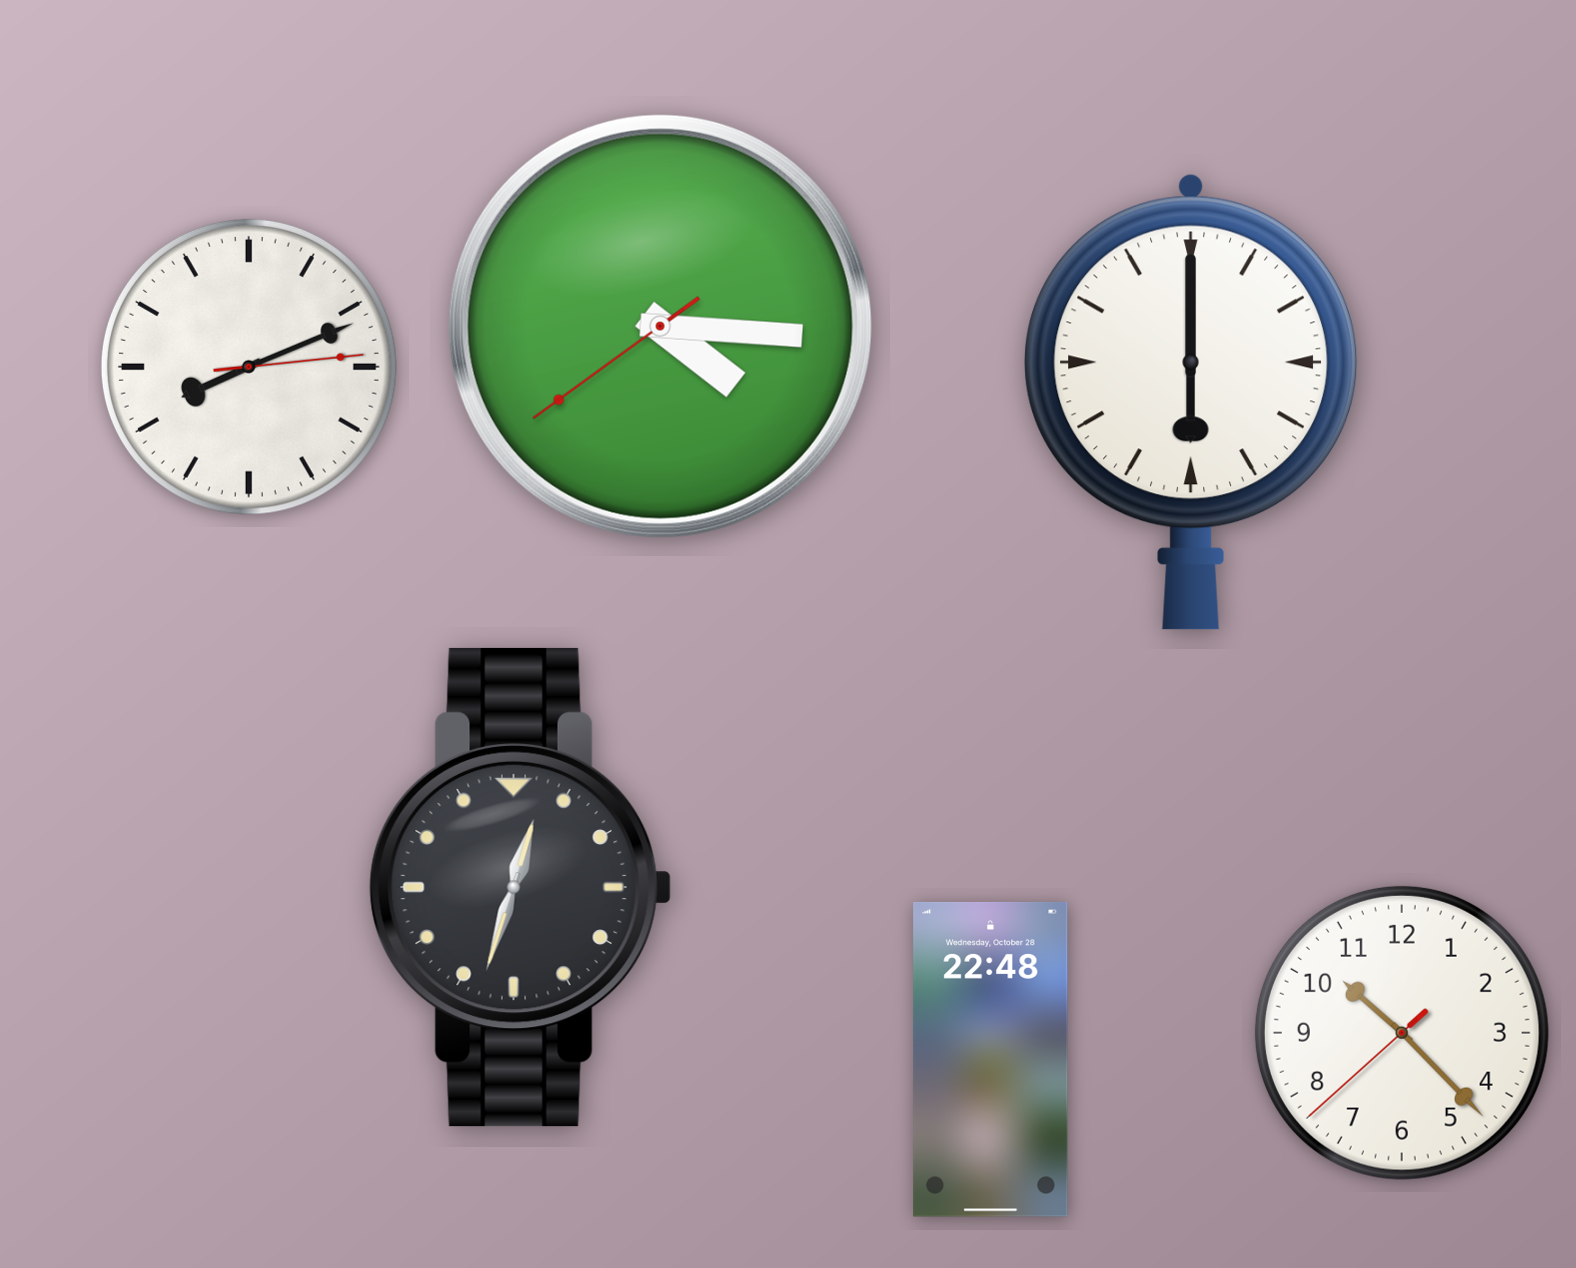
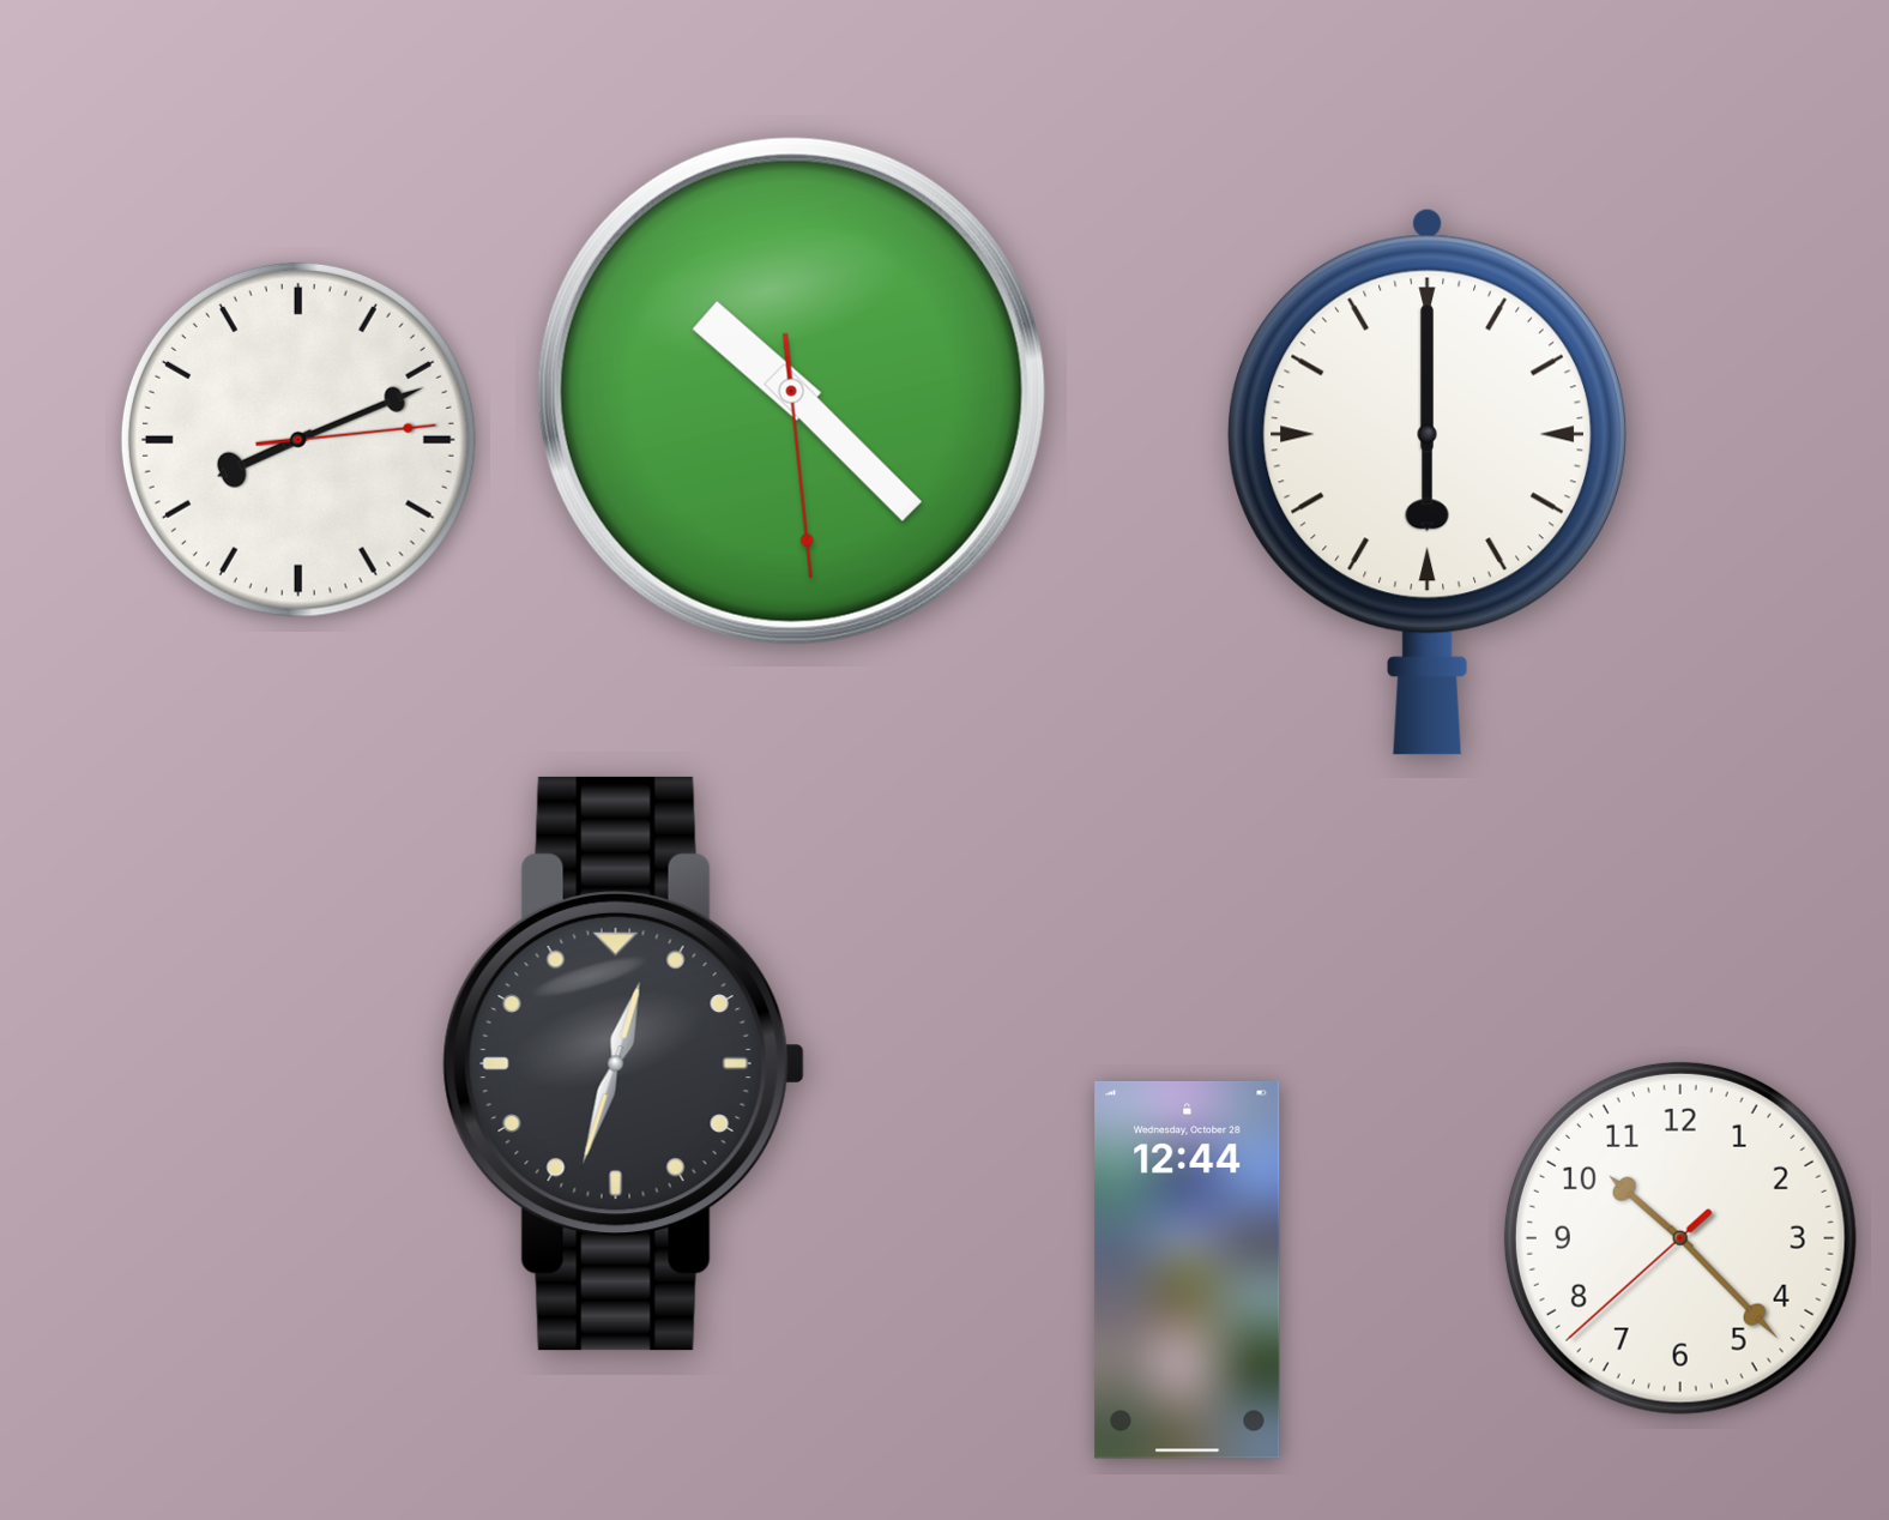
clock at (660, 326): 4:15 -> 10:22
clock at (991, 1059): 22:48 -> 12:44
